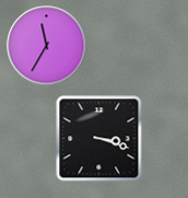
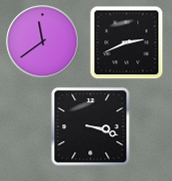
clock at (47, 46): 11:35 -> 11:39
clock at (127, 43): none -> 2:41
